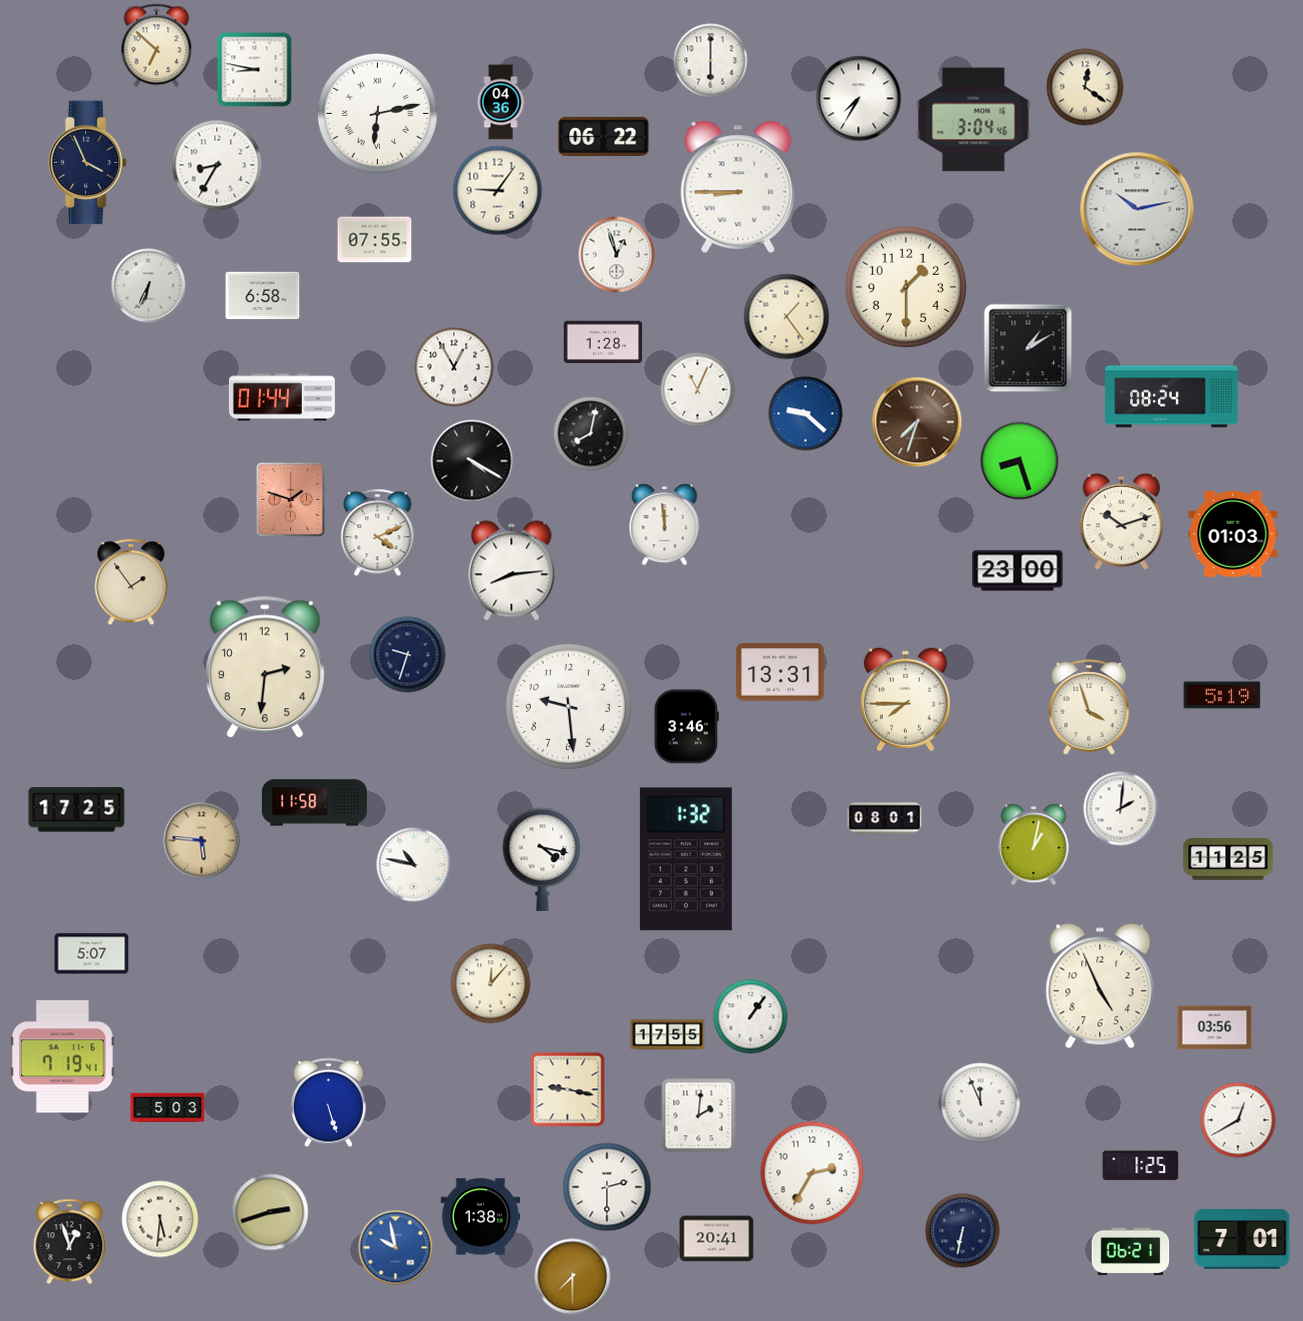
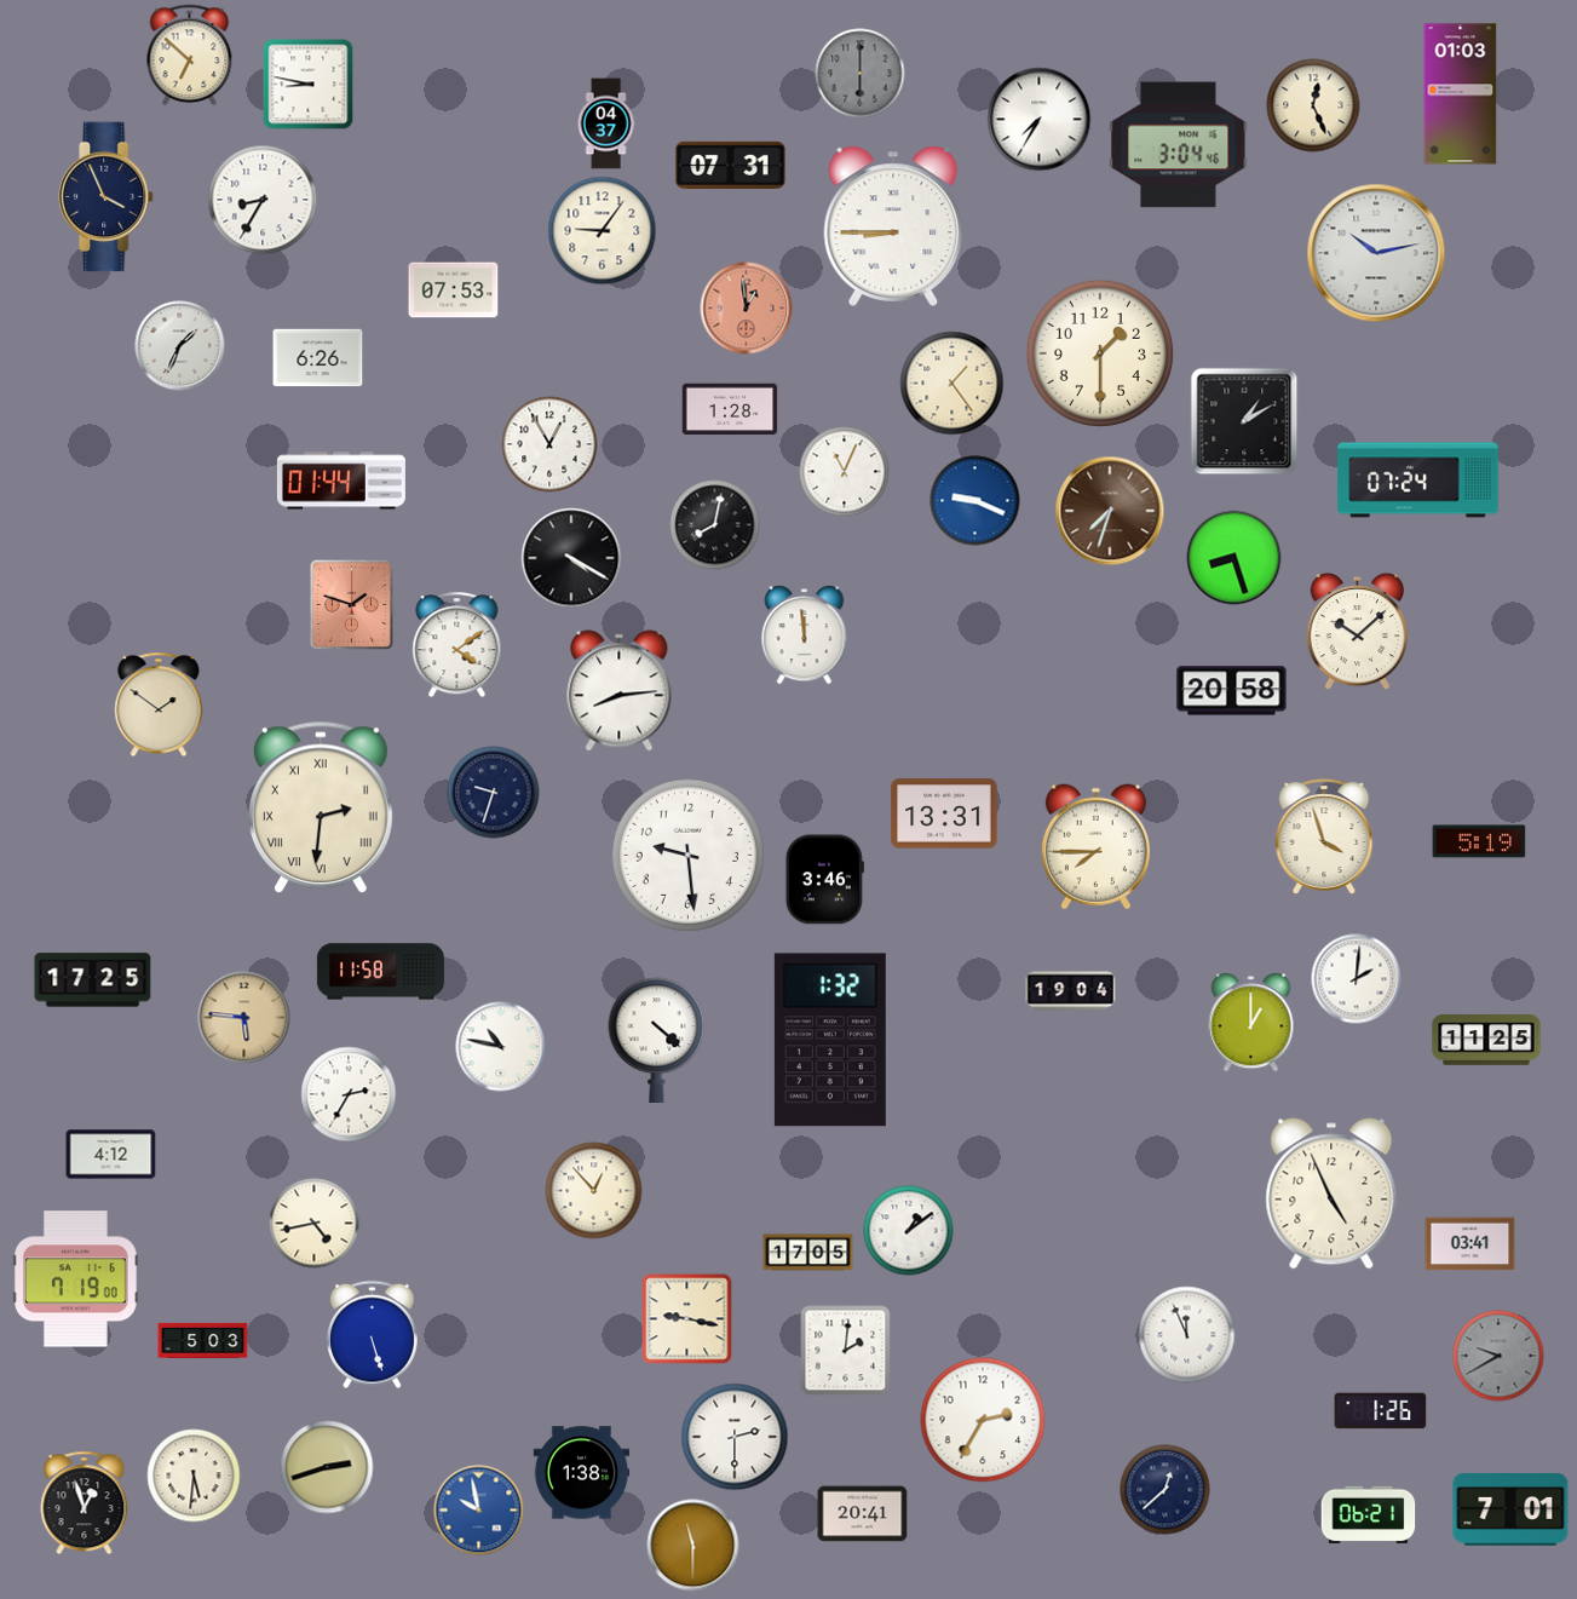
clock at (711, 61) dial: white -> grey
clock at (1461, 94): none -> 01:03
clock at (1085, 87): 12:21 -> 12:26
clock at (501, 102): 04:36 -> 04:37
clock at (377, 113): 6:13 -> none
clock at (604, 136): 06:22 -> 07:31
clock at (375, 240): 07:55 -> 07:53
clock at (617, 255): 12:57 -> 12:59
clock at (617, 255) dial: white -> salmon
clock at (149, 286): 6:34 -> 1:34
clock at (906, 287) position: (906, 287) -> (1100, 353)
clock at (263, 296): 6:58 -> 6:26
clock at (603, 342) position: (603, 342) -> (730, 409)
clock at (1172, 397): 08:24 -> 07:24
clock at (806, 414): 9:22 -> 9:19
clock at (1122, 522): 10:12 -> 10:08
clock at (378, 533): 4:11 -> 4:09
clock at (1233, 534): 01:03 -> none
clock at (1018, 571): 23:00 -> 20:58
clock at (131, 582): 1:54 -> 1:51
clock at (265, 667) numerals: Arabic -> Roman
clock at (1089, 707) position: (1089, 707) -> (1324, 836)
clock at (686, 727) position: (686, 727) -> (824, 880)
clock at (885, 819): 08:01 -> 19:04
clock at (1034, 845): 1:02 -> 1:00
clock at (543, 859): 4:17 -> 4:22
clock at (349, 1094): none -> 2:35
clock at (92, 954): 5:07 -> 4:12
clock at (491, 984): 12:07 -> 12:53
clock at (315, 1224): none -> 4:43
clock at (751, 1017): 1:06 -> 1:09
clock at (1215, 1028): 03:56 -> 03:41
clock at (668, 1035): 17:55 -> 17:05
clock at (63, 1057): 7:19:41 -> 7:19:00
clock at (329, 1103) position: (329, 1103) -> (373, 1335)
clock at (1238, 1120): 12:40 -> 9:40
clock at (1238, 1120) dial: white -> grey
clock at (1141, 1166): 1:25 -> 1:26
clock at (963, 1231): 6:32 -> 12:38
clock at (717, 1239) position: (717, 1239) -> (863, 1514)
clock at (1242, 1239) position: (1242, 1239) -> (1510, 1509)
clock at (573, 1277): 7:30 -> 11:30
